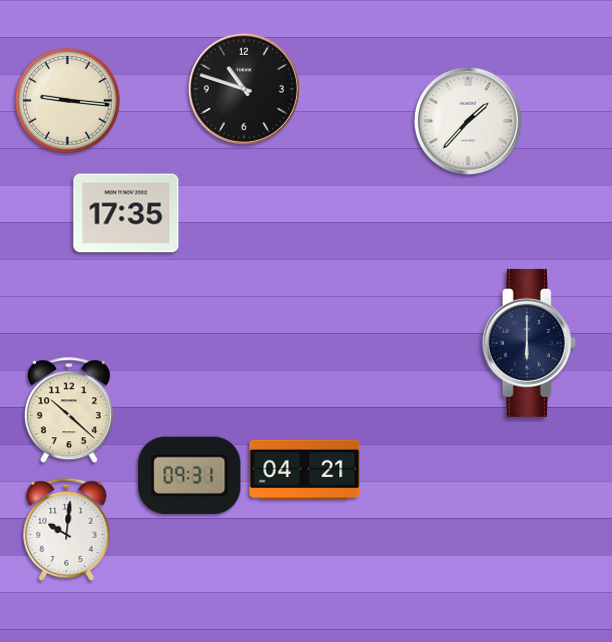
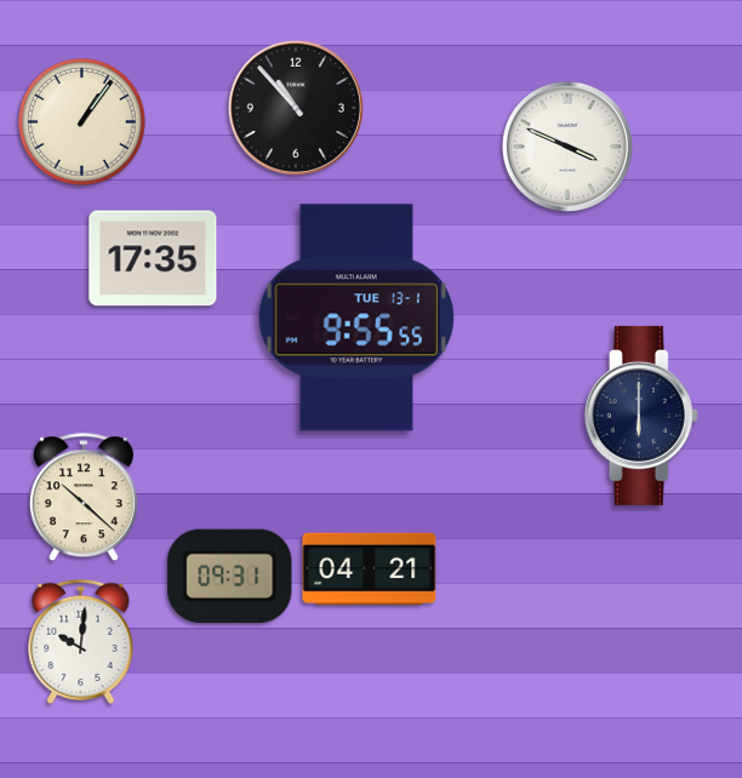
clock at (244, 89): 10:48 -> 10:53
clock at (68, 101): 9:16 -> 1:06
clock at (468, 121): 1:37 -> 3:49
clock at (356, 318): none -> 9:55
